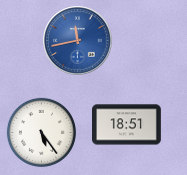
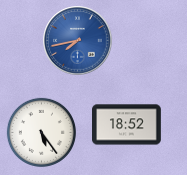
clock at (78, 41): 11:43 -> 7:43
clock at (127, 125): 18:51 -> 18:52
